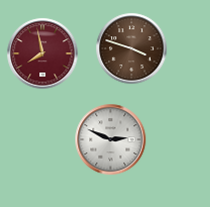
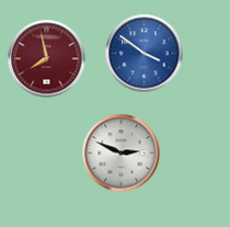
clock at (132, 49): 3:48 -> 3:51
clock at (132, 49) dial: brown -> blue
